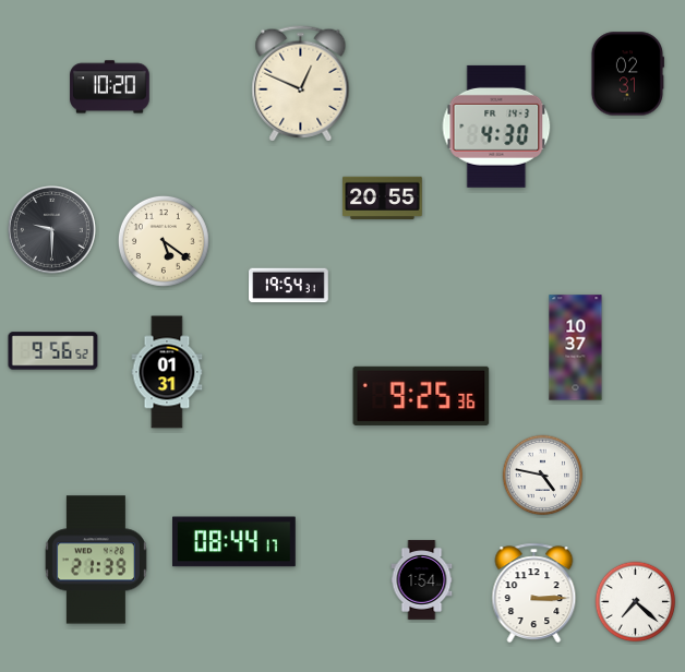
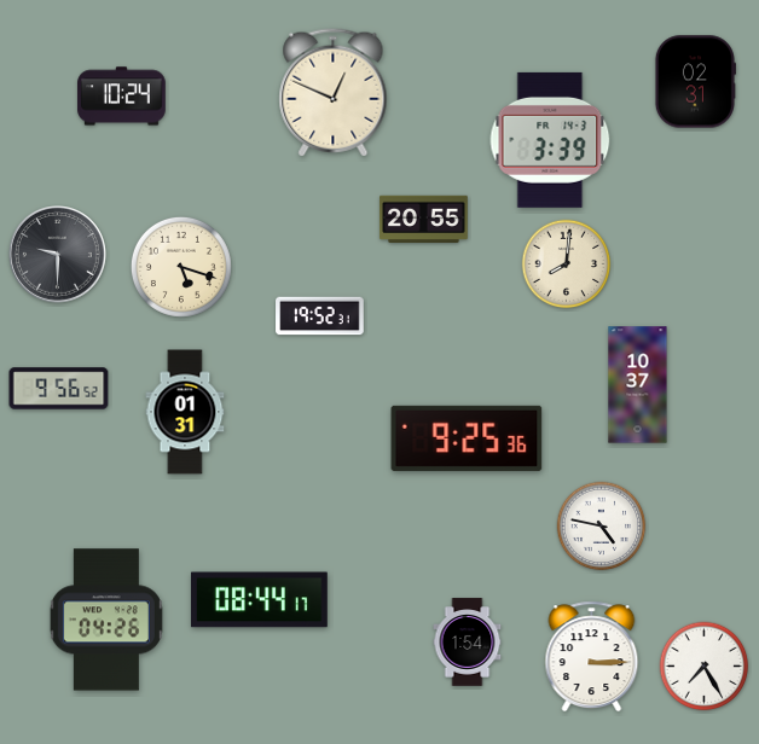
clock at (110, 87): 10:20 -> 10:24
clock at (496, 127): 4:30 -> 3:39
clock at (567, 265): none -> 8:01
clock at (164, 241): 5:21 -> 5:18
clock at (289, 286): 19:54 -> 19:52
clock at (96, 560): 21:39 -> 04:26
clock at (636, 602): 7:22 -> 7:25
